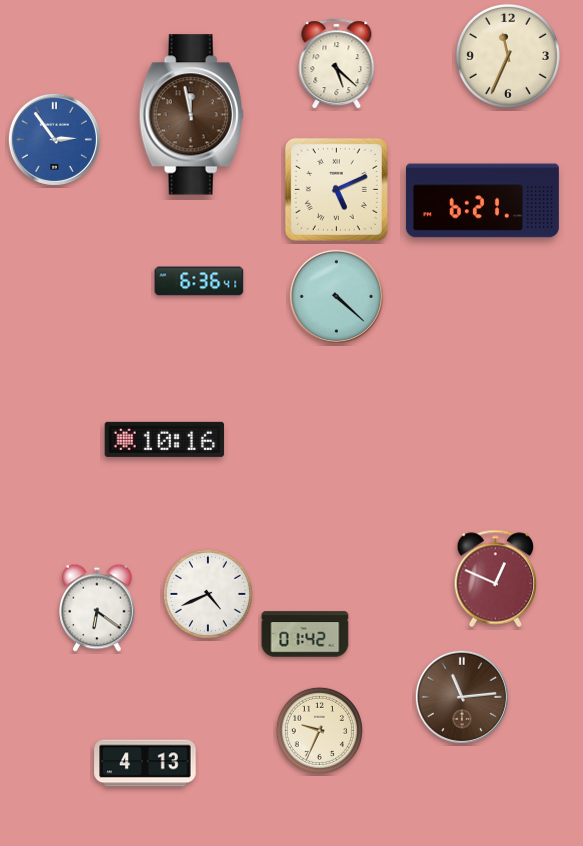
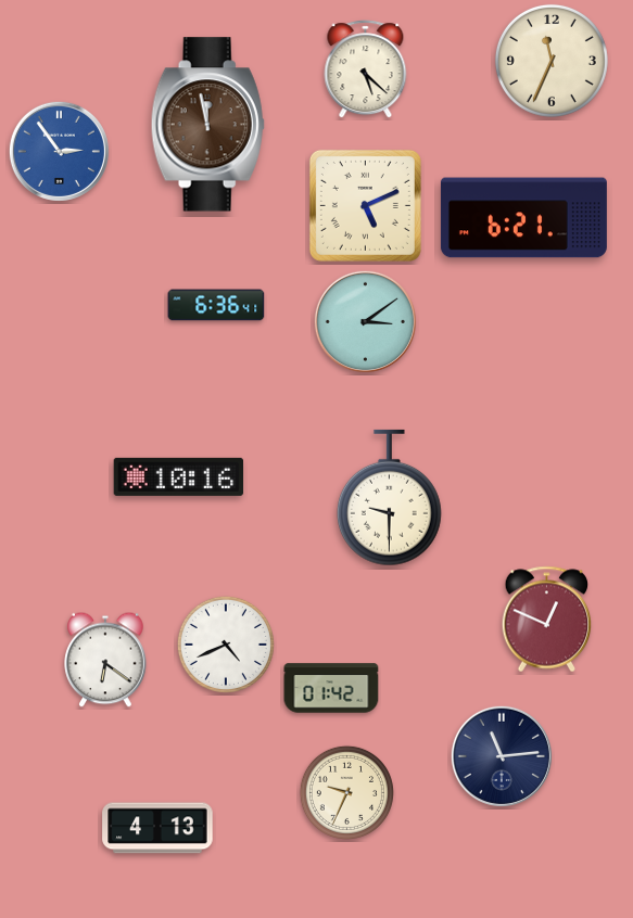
clock at (336, 296): 4:22 -> 3:09
clock at (389, 498): none -> 9:30
clock at (496, 579) position: (496, 579) -> (547, 620)
clock at (462, 697) dial: brown -> navy
